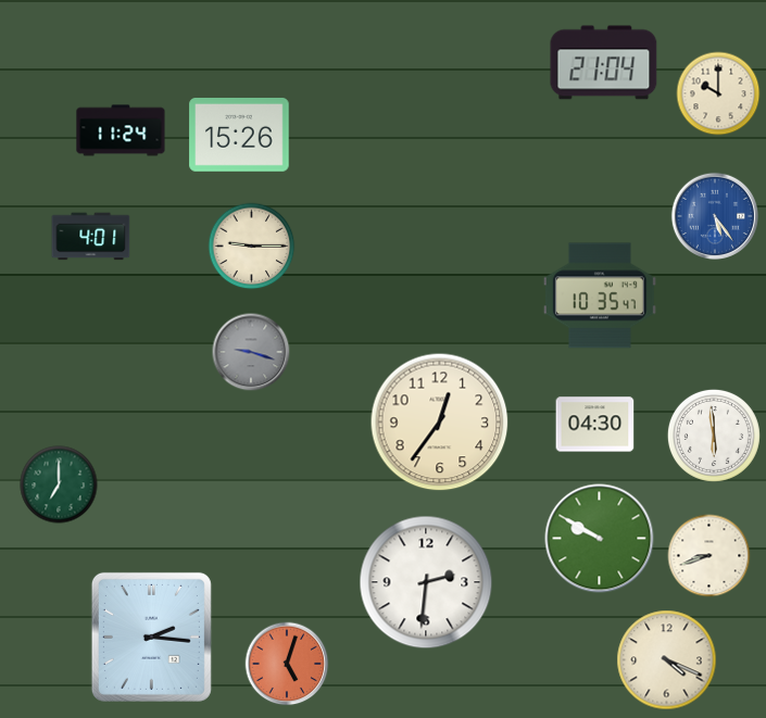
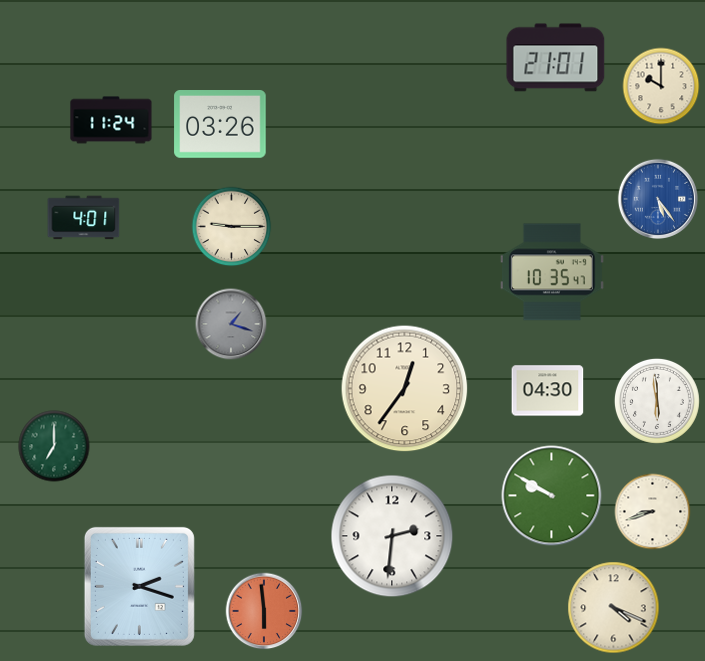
clock at (604, 63): 21:04 -> 21:01
clock at (239, 136): 15:26 -> 03:26
clock at (251, 352): 9:18 -> 1:18
clock at (151, 637): 2:16 -> 2:18
clock at (287, 664): 5:03 -> 5:59
